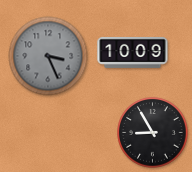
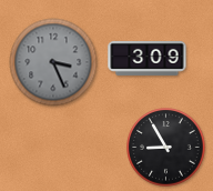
clock at (133, 52): 10:09 -> 3:09
clock at (153, 133) position: (153, 133) -> (166, 148)
